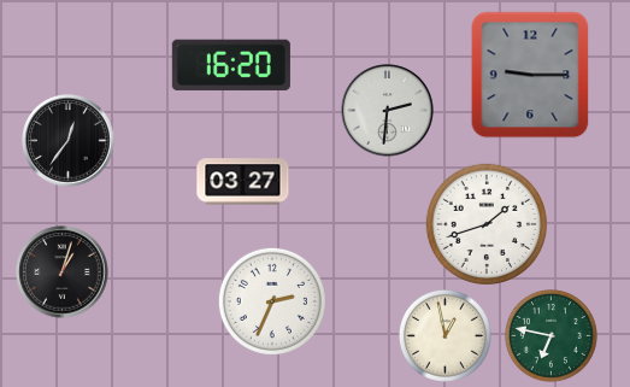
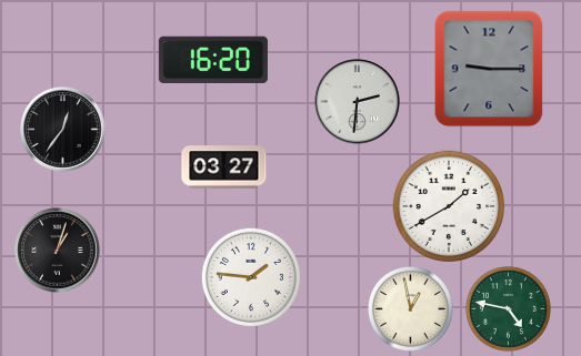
clock at (485, 223): 1:42 -> 1:40
clock at (272, 301): 2:34 -> 1:46
clock at (550, 335): 6:47 -> 4:47
